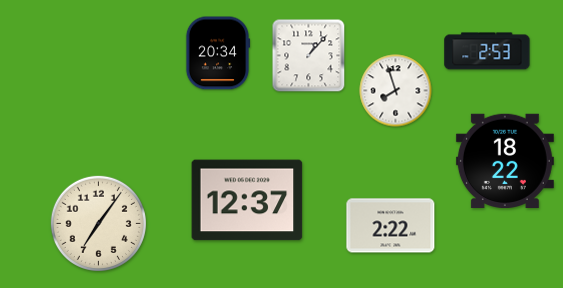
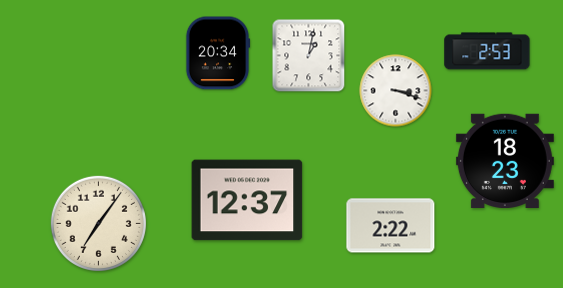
clock at (309, 56): 1:07 -> 1:02
clock at (396, 91): 7:57 -> 3:18
clock at (505, 160): 18:22 -> 18:23
